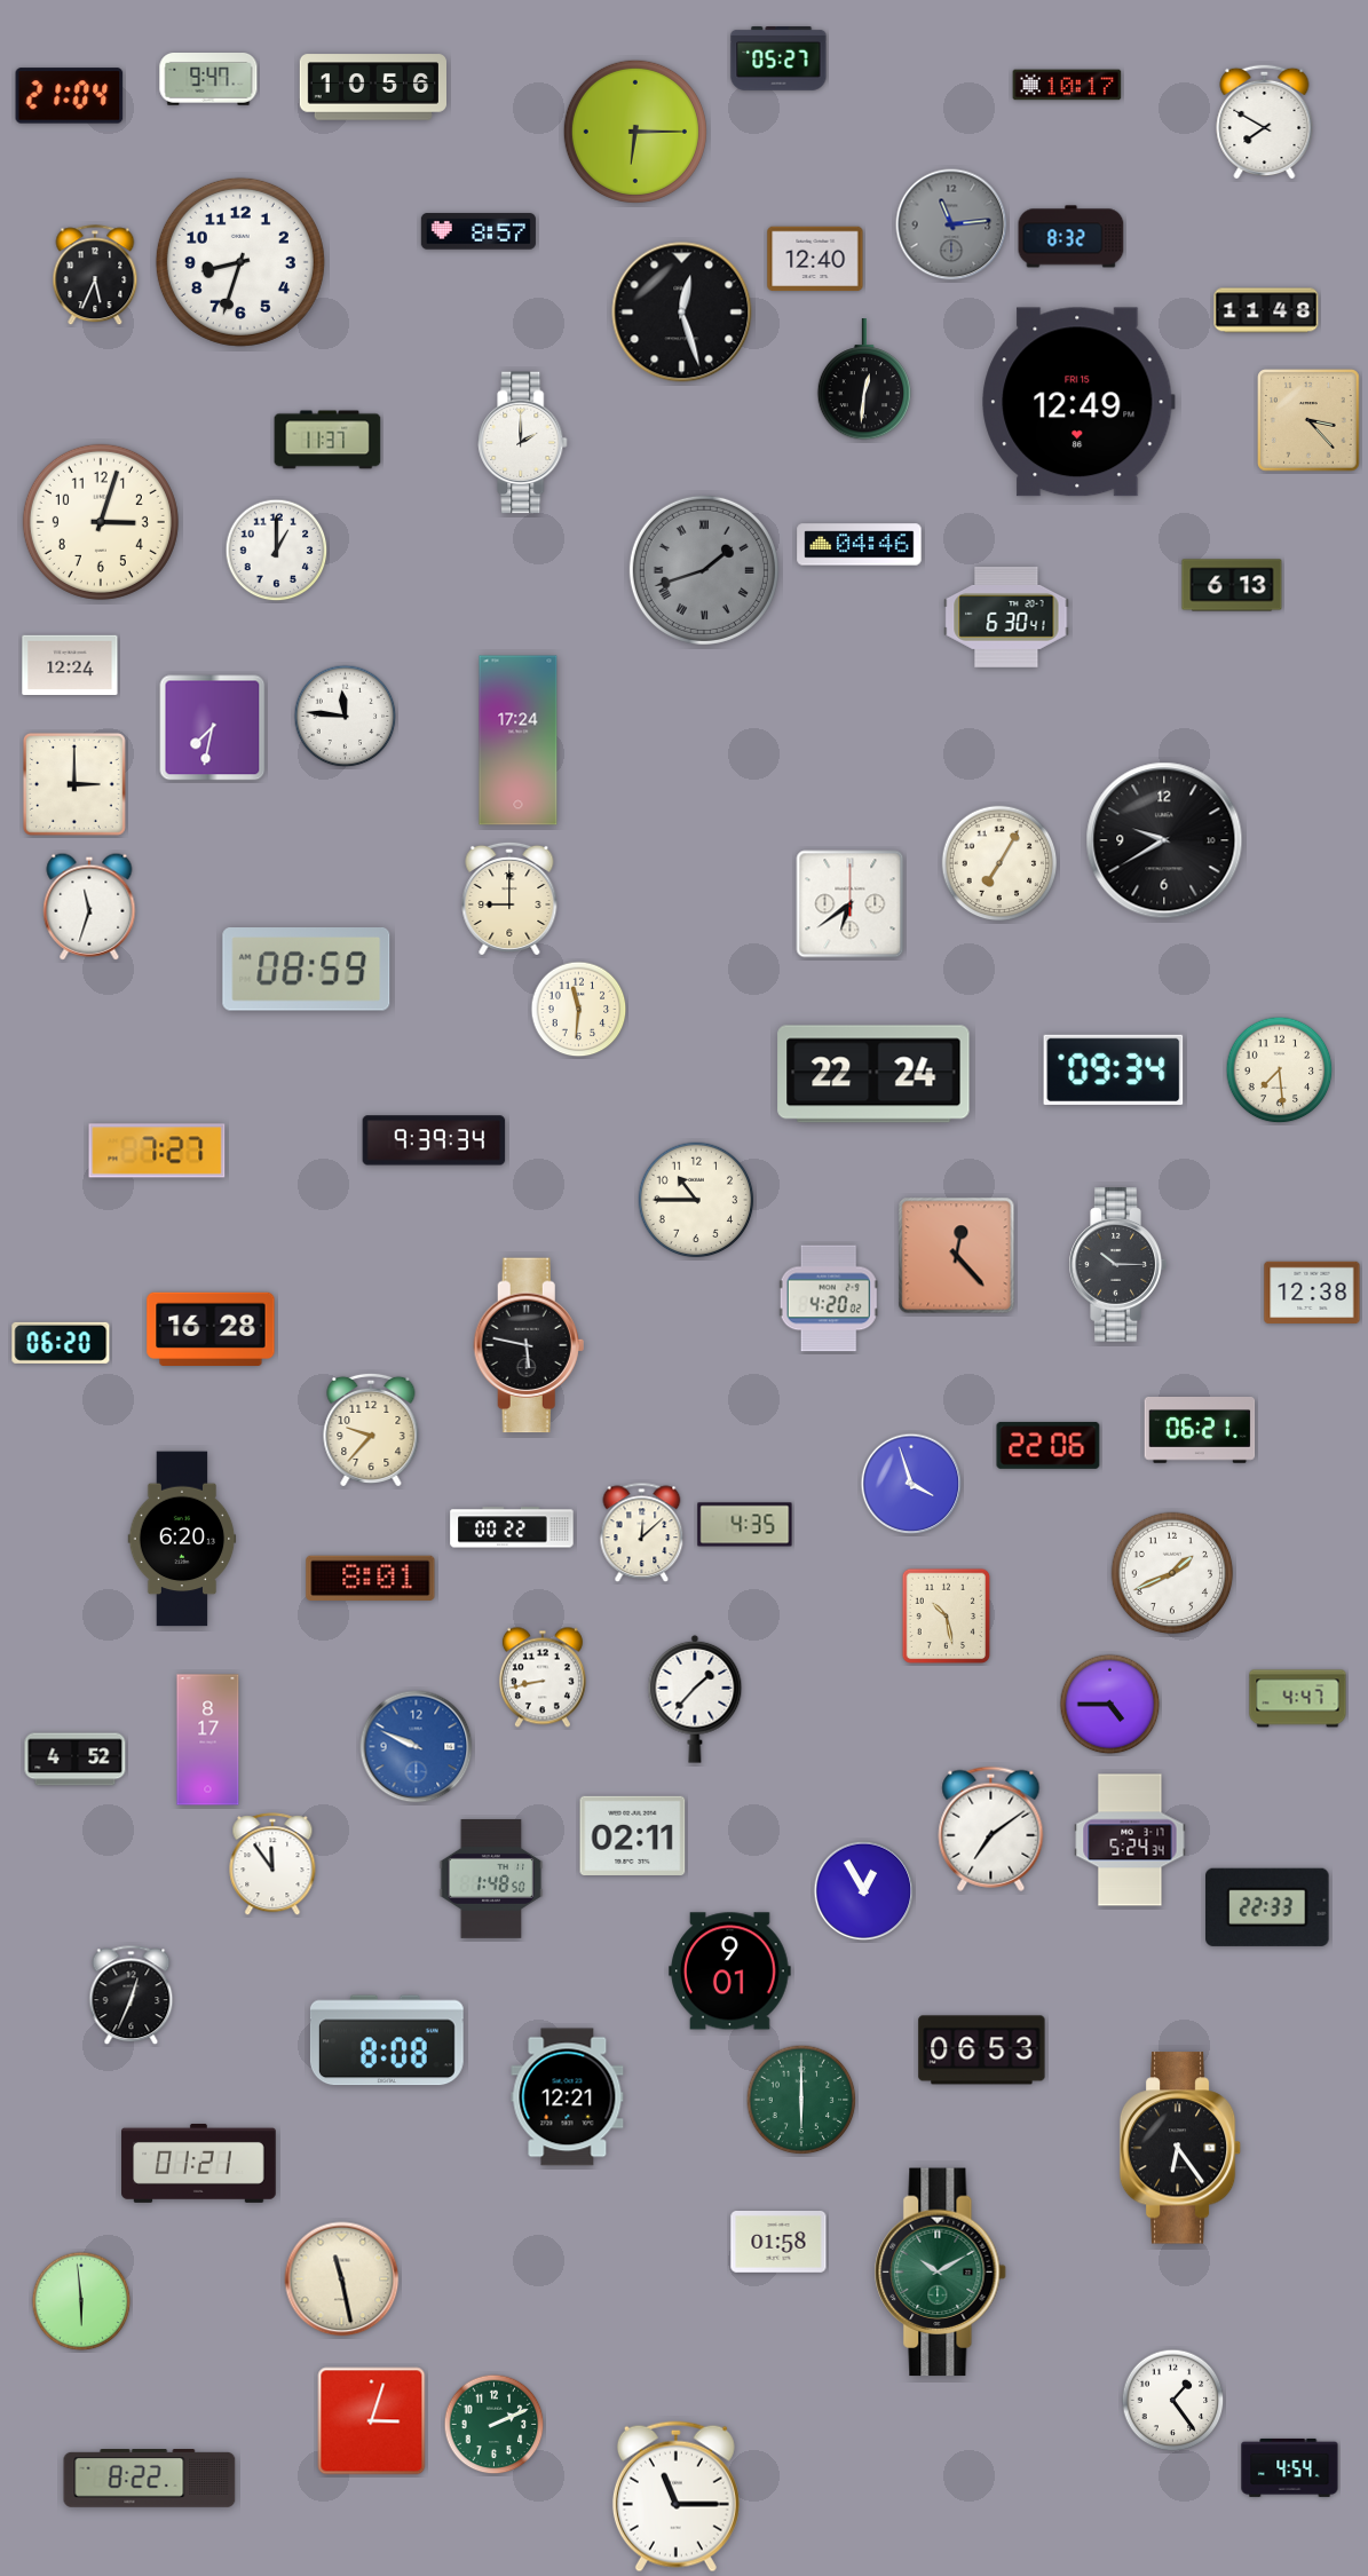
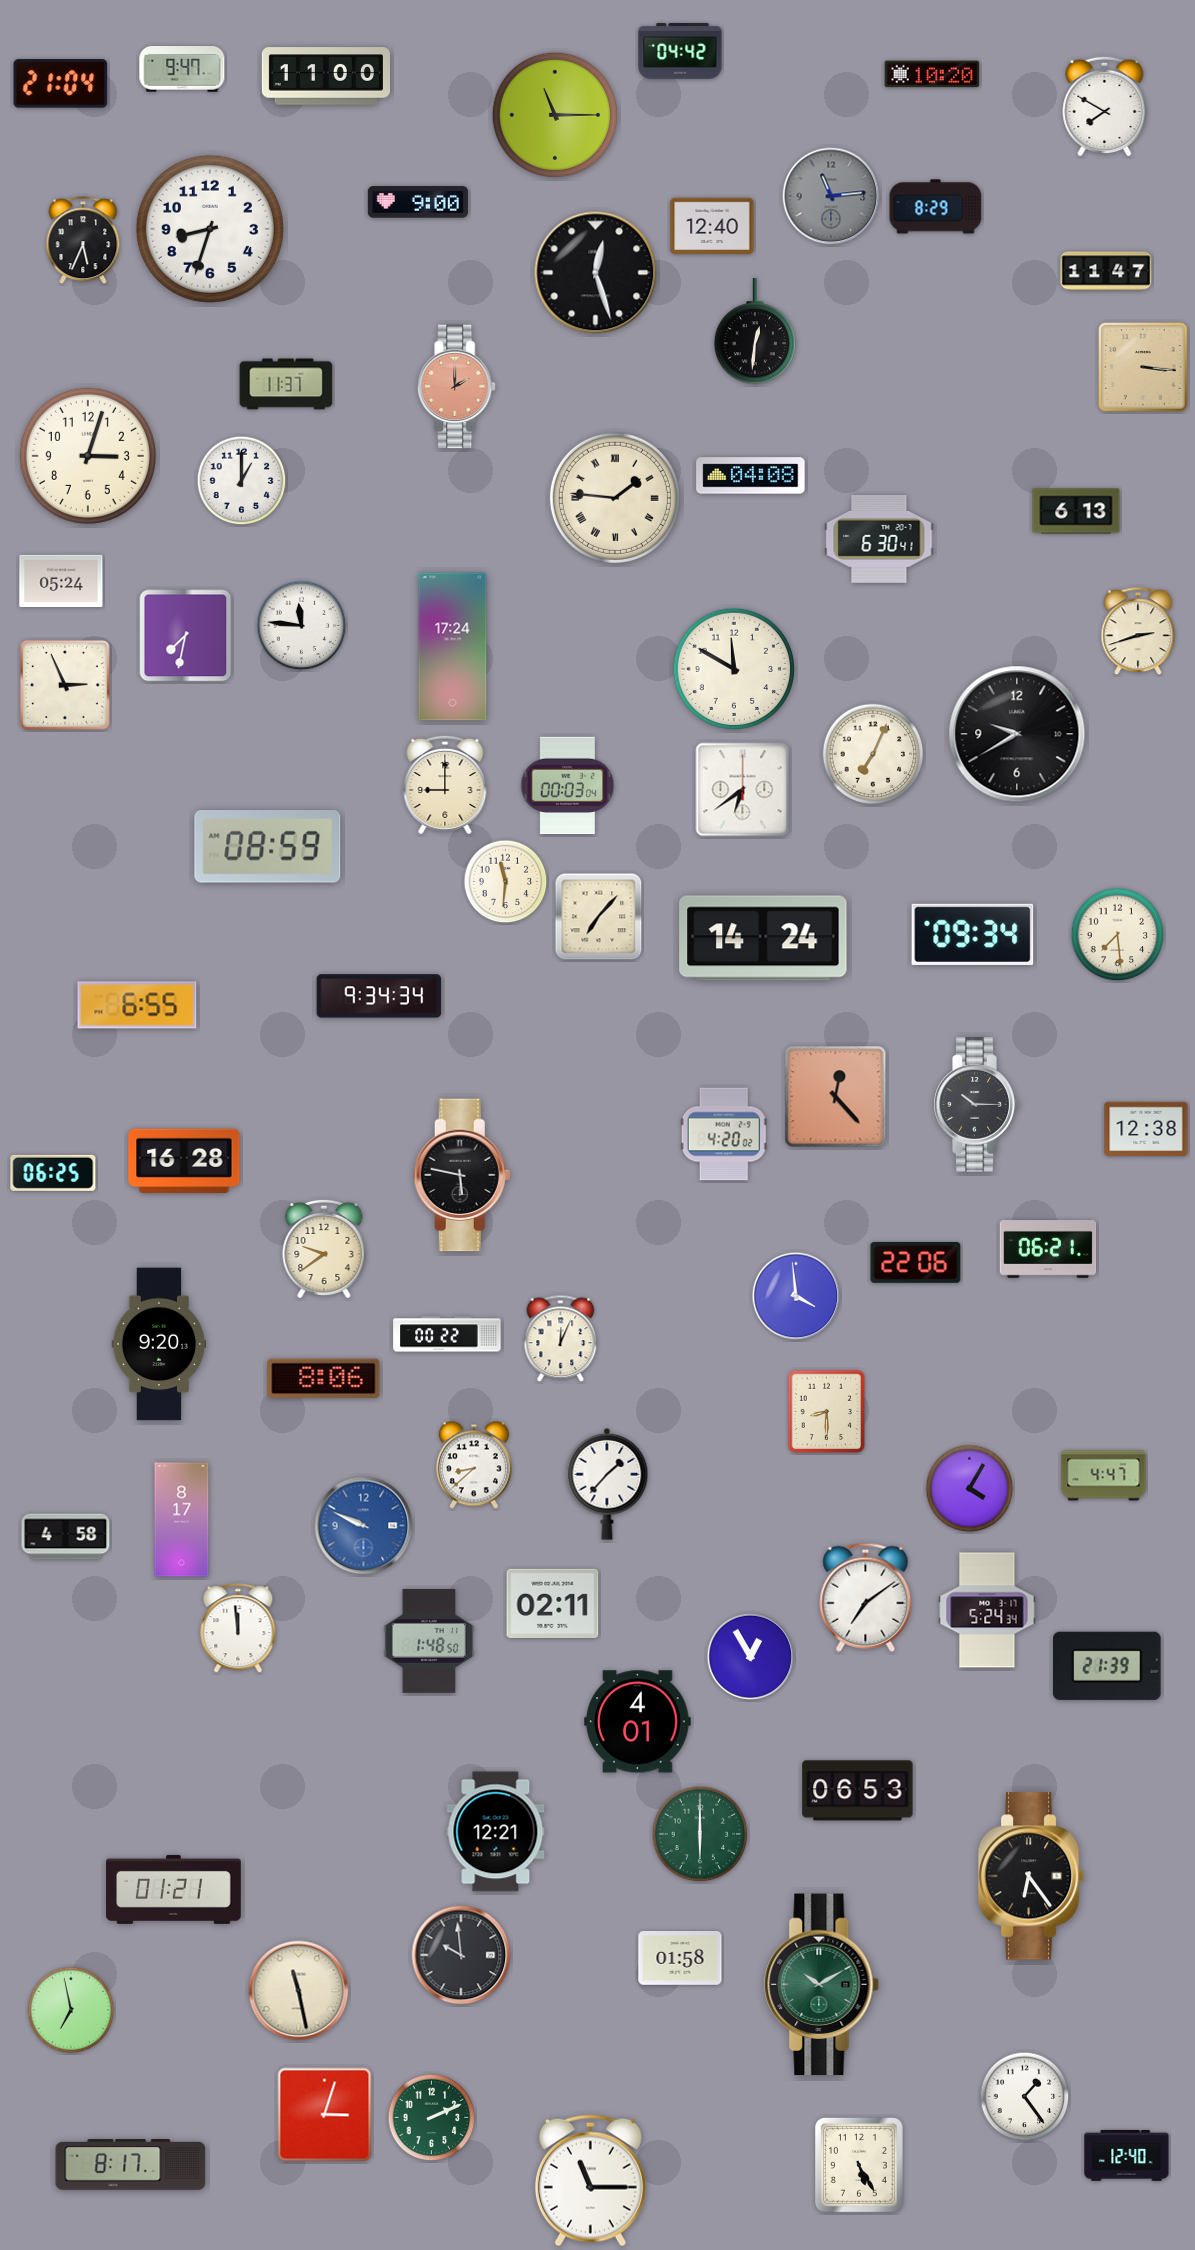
clock at (778, 60): 05:27 -> 04:42
clock at (1067, 85): 10:17 -> 10:20
clock at (372, 87): 10:56 -> 11:00
clock at (635, 132): 6:15 -> 11:15
clock at (479, 231): 8:57 -> 9:00
clock at (1072, 237): 8:32 -> 8:29
clock at (1266, 310): 11:48 -> 11:47
clock at (1078, 402): 12:49 -> none
clock at (1310, 421): 3:23 -> 3:16
clock at (523, 443) dial: white -> salmon
clock at (860, 545): 04:46 -> 04:08
clock at (704, 570): 1:42 -> 1:46
clock at (704, 570) dial: grey -> cream
clock at (70, 665): 12:24 -> 05:24
clock at (1138, 632): none -> 2:42
clock at (734, 669): none -> 11:50
clock at (74, 784): 3:00 -> 2:56
clock at (999, 863): 7:05 -> 7:04
clock at (568, 786): none -> 00:03
clock at (89, 907): 11:33 -> none
clock at (599, 917): none -> 7:07
clock at (873, 1074): 22:24 -> 14:24
clock at (434, 1140): 9:39 -> 9:34
clock at (157, 1151): 7:27 -> 6:55
clock at (696, 1200): 10:45 -> none
clock at (61, 1343): 06:20 -> 06:25
clock at (371, 1430): 9:37 -> 9:39
clock at (911, 1484): 3:57 -> 3:59
clock at (745, 1525): 4:35 -> none
clock at (642, 1533): 12:08 -> 12:04
clock at (182, 1539): 6:20 -> 9:20
clock at (1172, 1573): 1:41 -> none
clock at (371, 1578): 8:01 -> 8:06
clock at (947, 1617): 10:28 -> 8:30
clock at (543, 1677): 8:43 -> 8:38
clock at (1298, 1699) position: (1298, 1699) -> (1104, 1476)
clock at (1110, 1705): 4:45 -> 4:05
clock at (76, 1760): 4:52 -> 4:58
clock at (1130, 1840) position: (1130, 1840) -> (987, 1610)
clock at (272, 1865): 11:54 -> 11:59
clock at (864, 1891) position: (864, 1891) -> (751, 1657)
clock at (1267, 1907): 22:33 -> 21:39
clock at (730, 1971): 9:01 -> 4:01
clock at (132, 1996): 12:34 -> none
clock at (387, 2040): 8:08 -> none
clock at (461, 1955): none -> 9:59
clock at (81, 2301): 5:59 -> 6:58
clock at (1290, 2467): 4:54 -> 12:40
clock at (150, 2479): 8:22 -> 8:17
clock at (860, 2166): none -> 5:25
